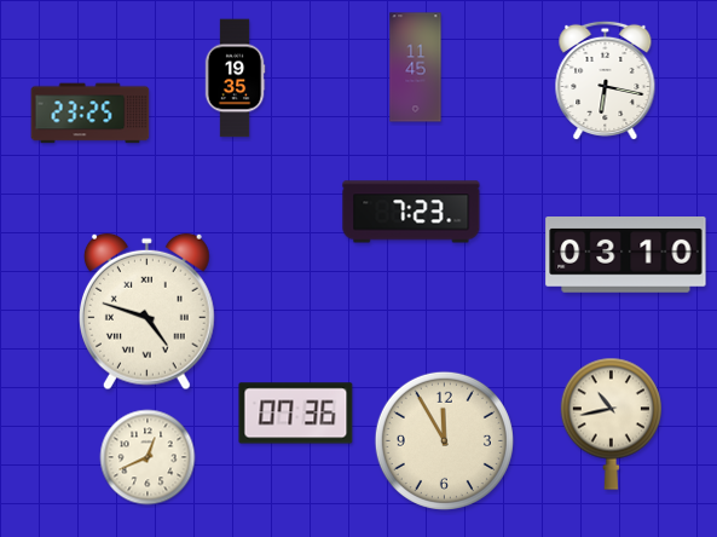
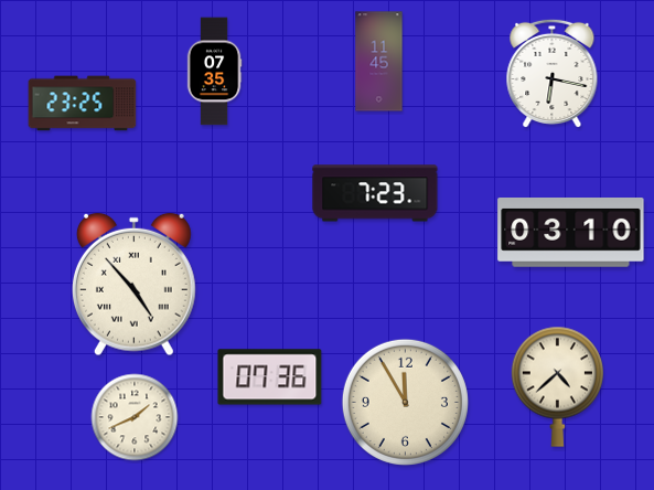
clock at (235, 79): 19:35 -> 07:35
clock at (146, 312): 4:48 -> 4:53
clock at (611, 423): 10:43 -> 4:38
clock at (148, 457): 12:41 -> 1:41
